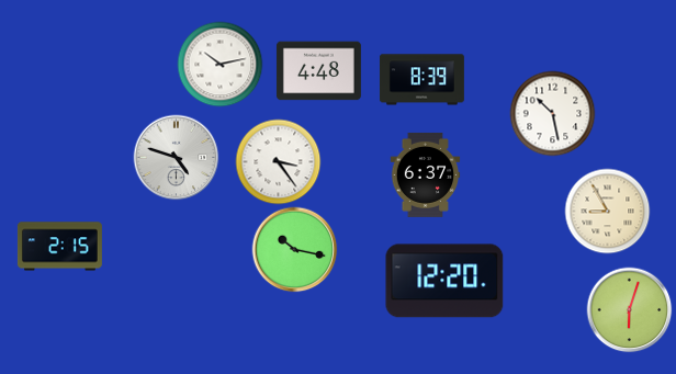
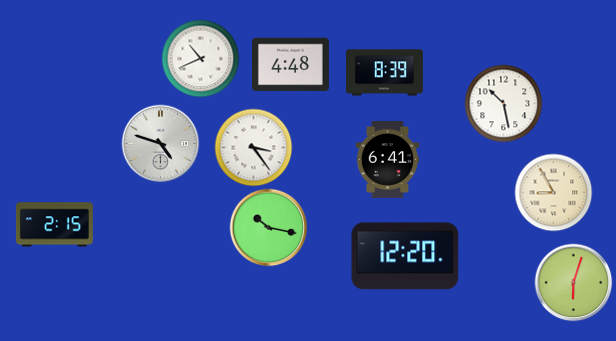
clock at (219, 64): 10:13 -> 10:41
clock at (426, 174): 6:37 -> 6:41
